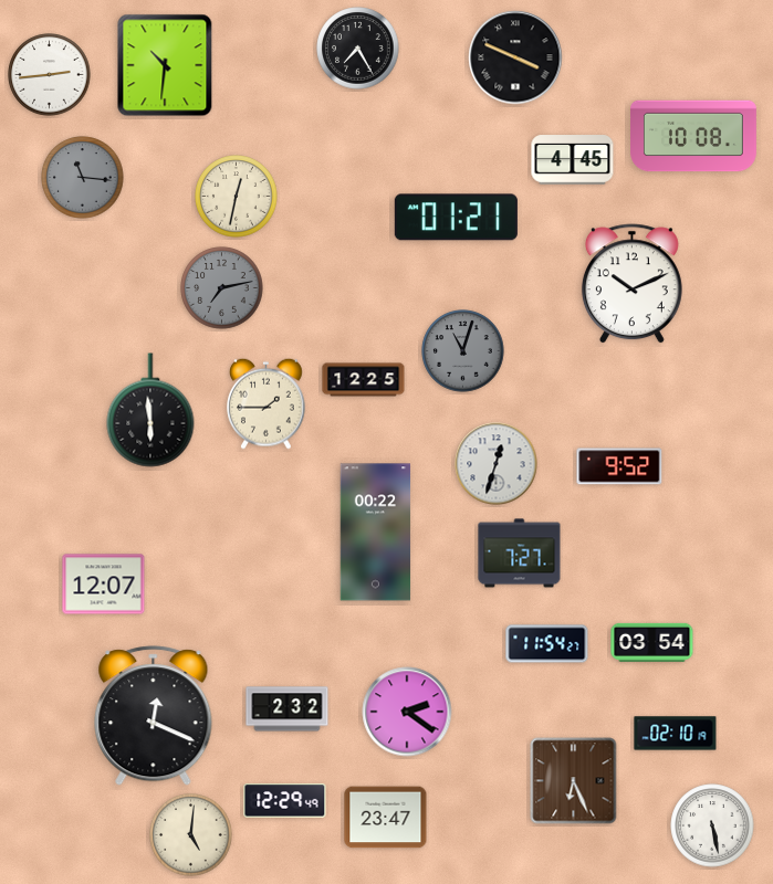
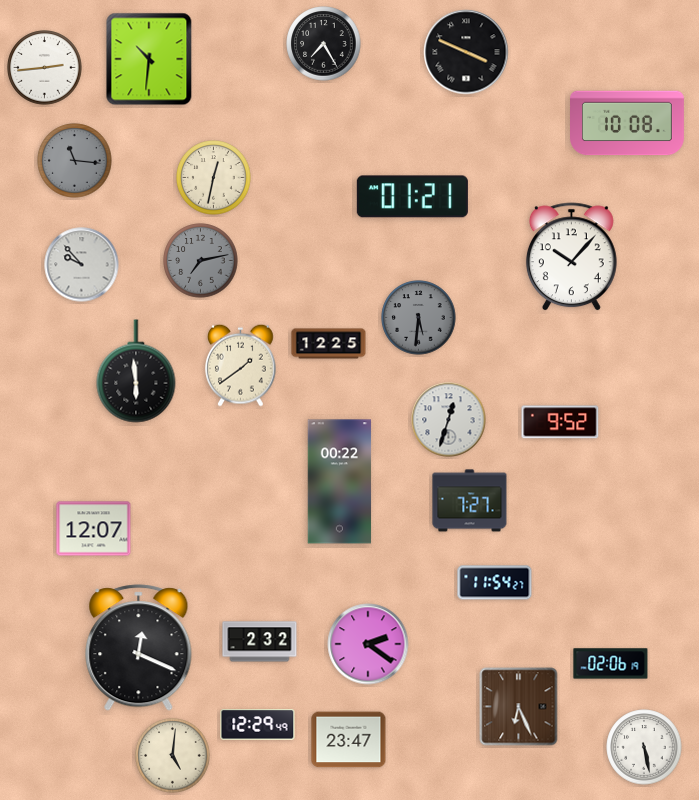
clock at (573, 160): 4:45 -> none
clock at (631, 284): 10:11 -> 10:07
clock at (82, 265): none -> 9:53
clock at (463, 351): 11:03 -> 5:31
clock at (267, 403): 1:45 -> 1:39
clock at (652, 642): 03:54 -> none
clock at (676, 734): 02:10 -> 02:06
